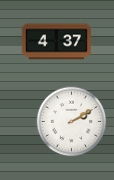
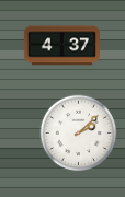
clock at (72, 122): 2:10 -> 2:08
